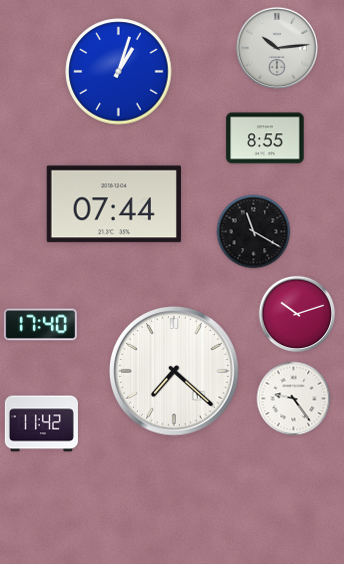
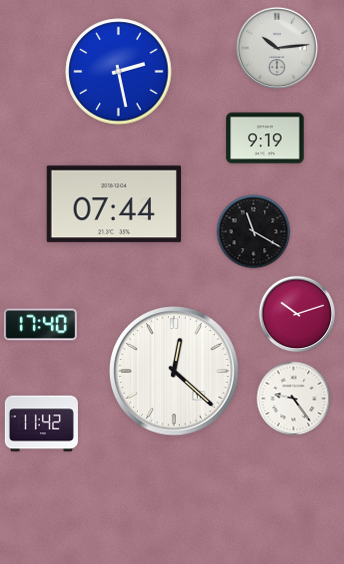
clock at (119, 72): 1:03 -> 2:28
clock at (265, 138): 8:55 -> 9:19
clock at (175, 372): 7:22 -> 12:22
